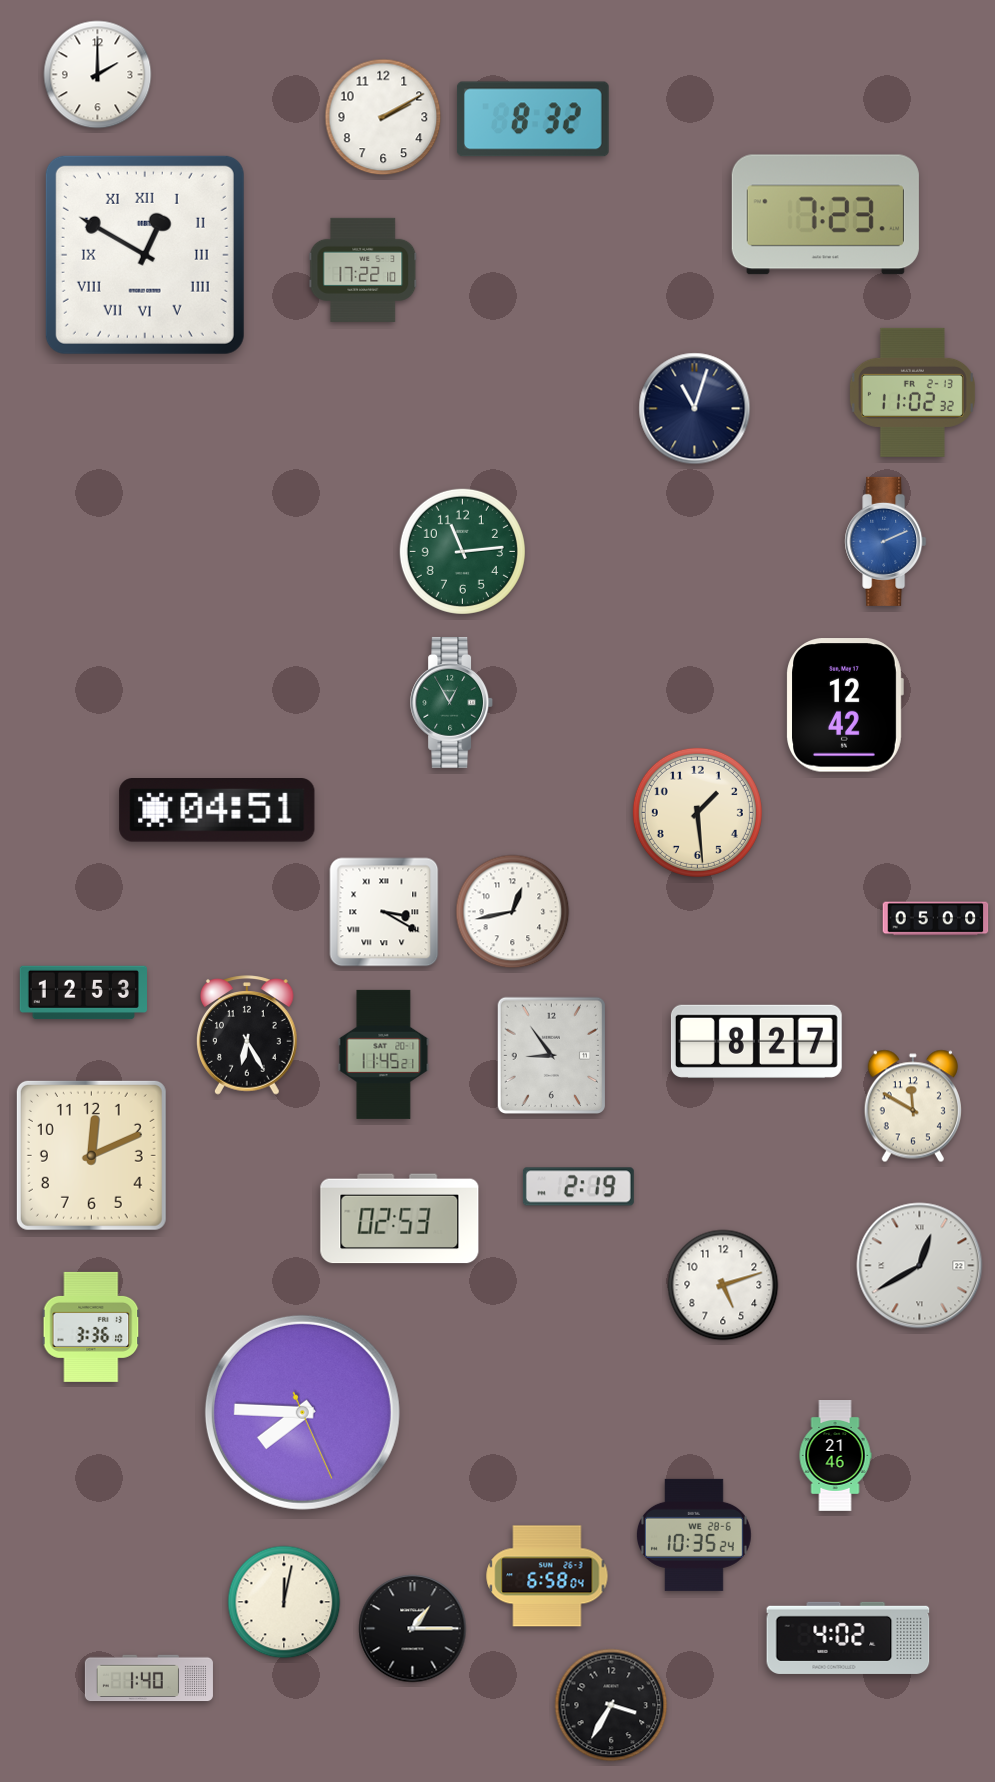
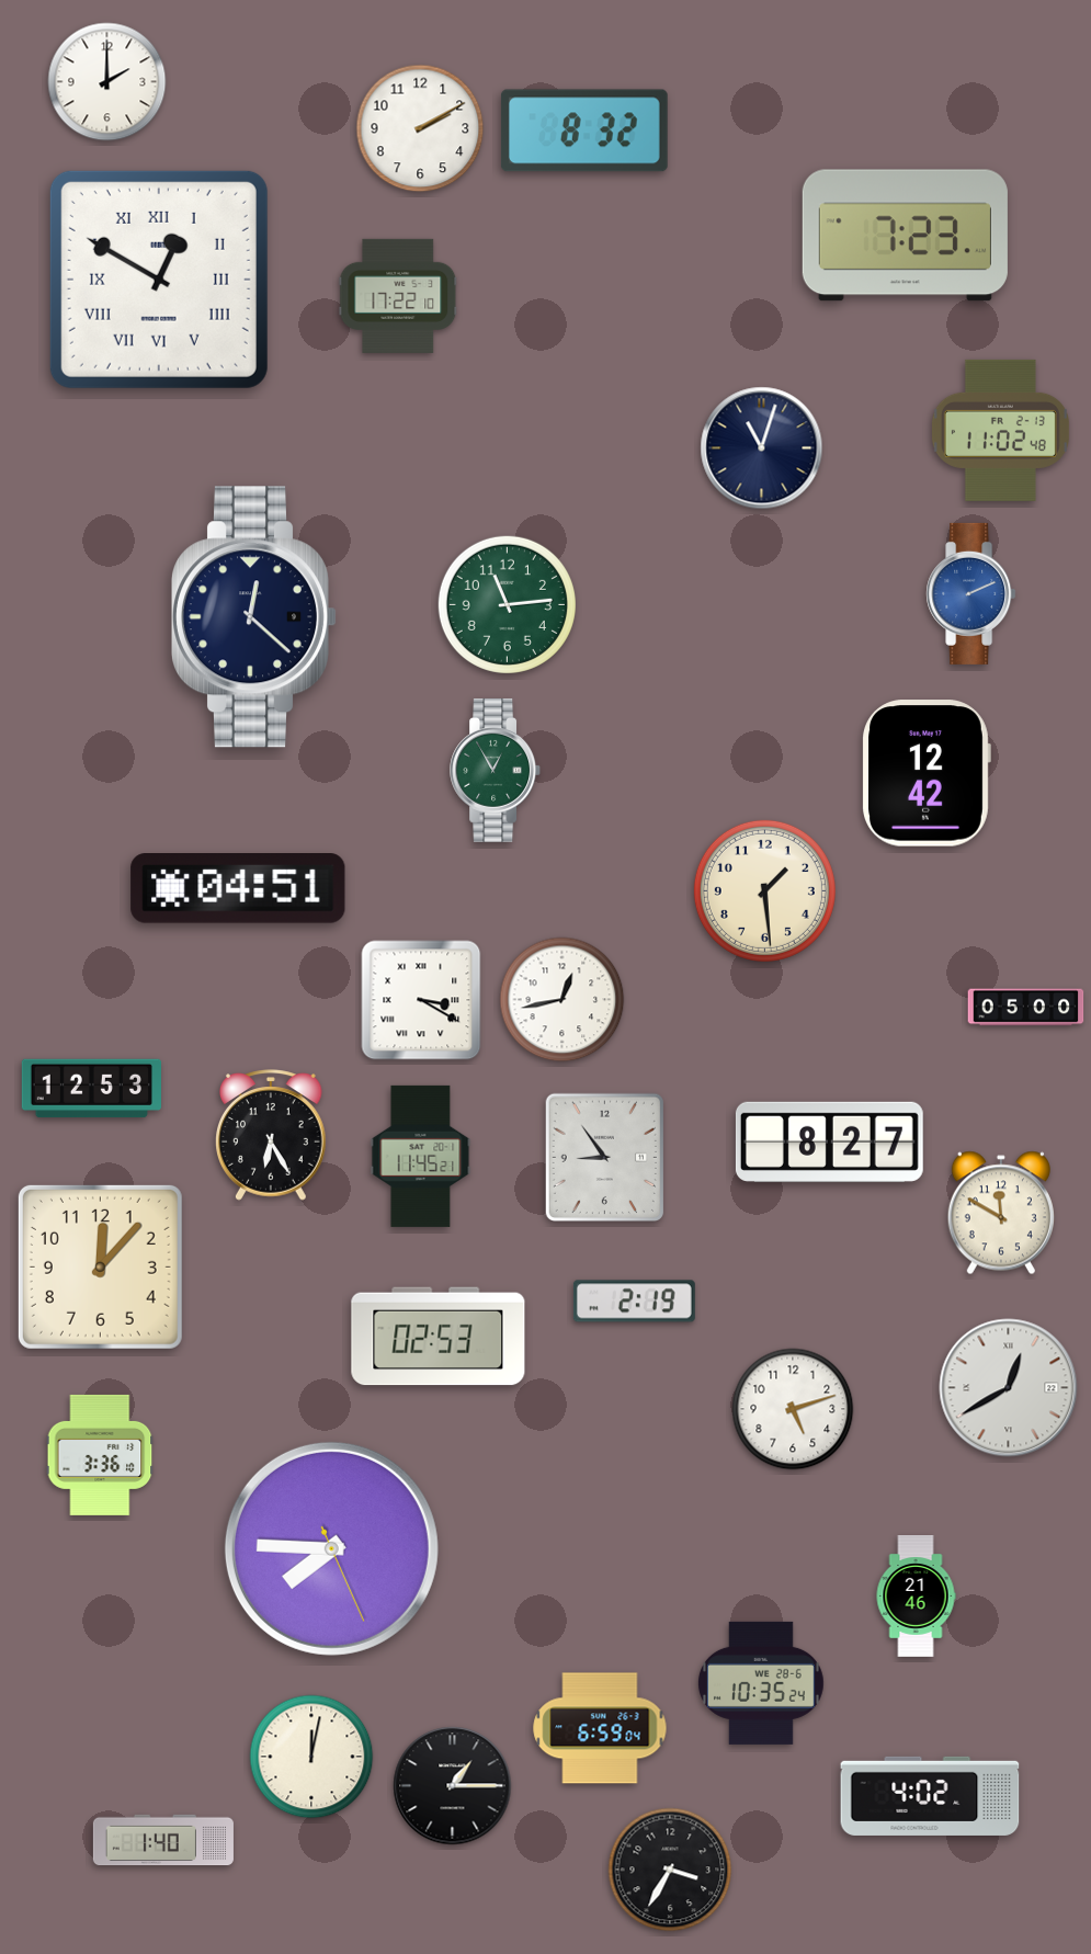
clock at (912, 392): 11:02:32 -> 11:02:48
clock at (255, 617): none -> 12:22
clock at (91, 1155): 12:11 -> 12:07
clock at (547, 1576): 6:58 -> 6:59
